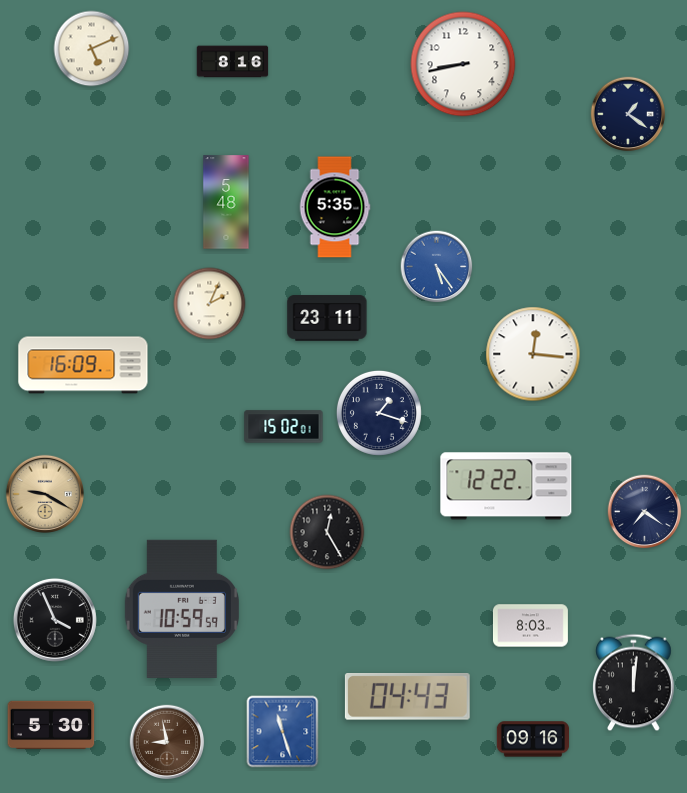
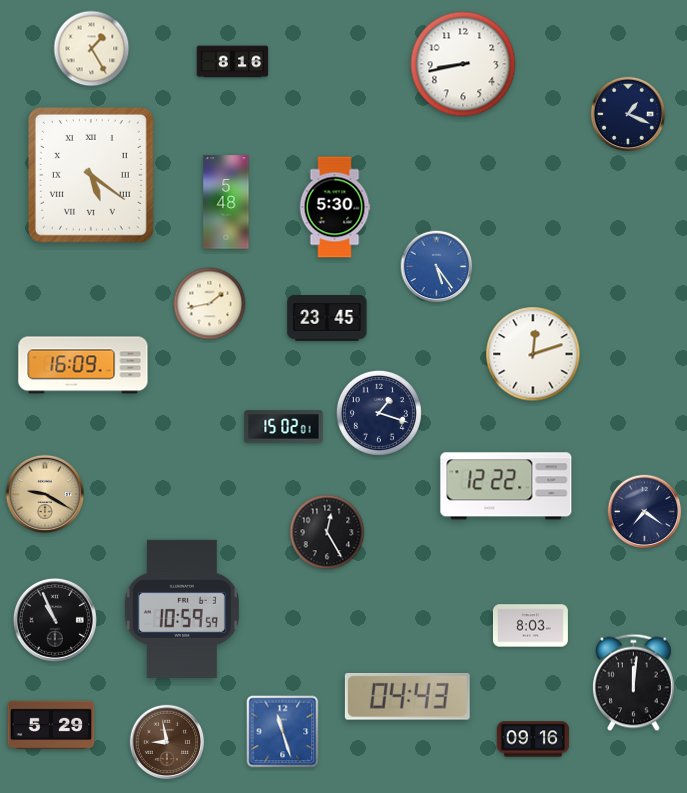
clock at (92, 49): 5:11 -> 1:25
clock at (628, 114): 1:21 -> 1:19
clock at (91, 175): none -> 5:21
clock at (335, 207): 5:35 -> 5:30
clock at (210, 304): 2:04 -> 1:43
clock at (327, 318): 23:11 -> 23:45
clock at (533, 354): 12:16 -> 12:12
clock at (55, 620): 3:56 -> 10:56
clock at (51, 725): 5:30 -> 5:29
